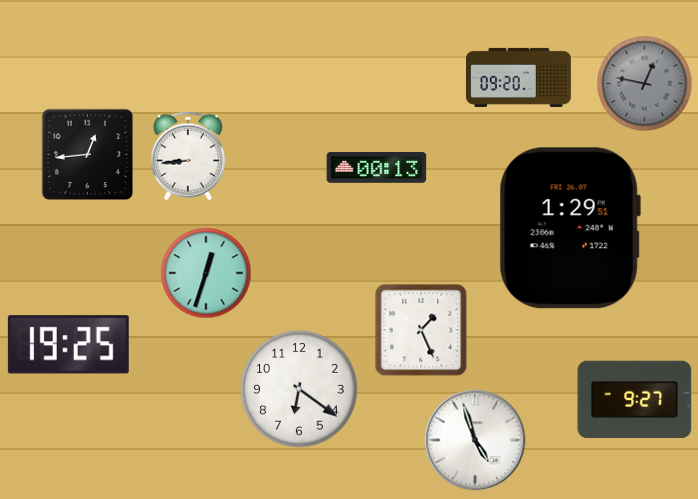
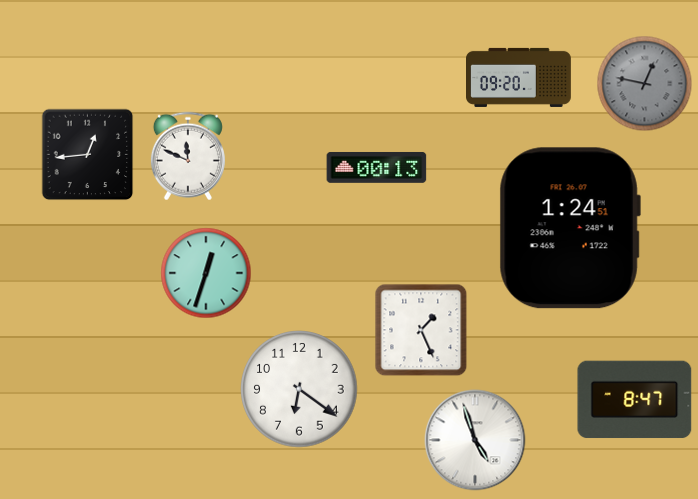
clock at (188, 156): 8:44 -> 11:49
clock at (570, 228): 1:29 -> 1:24
clock at (68, 345): 19:25 -> none
clock at (635, 400): 9:27 -> 8:47
